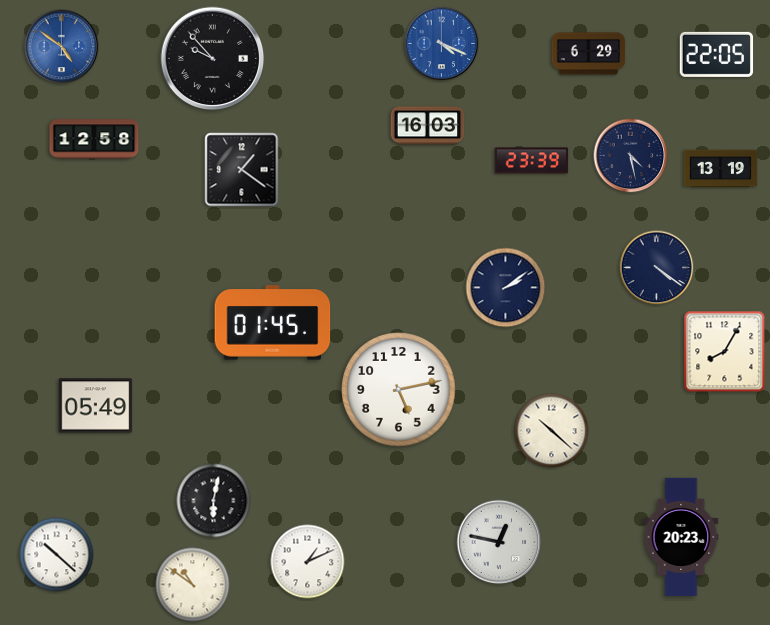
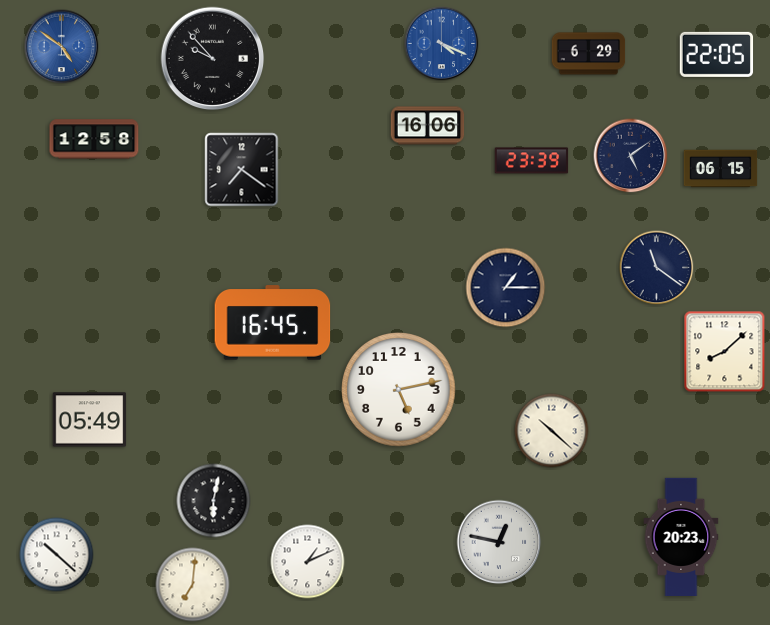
clock at (428, 126): 16:03 -> 16:06
clock at (631, 156): 4:28 -> 5:09
clock at (721, 169): 13:19 -> 06:15
clock at (242, 170): 1:21 -> 7:21
clock at (657, 268): 4:21 -> 11:21
clock at (506, 288): 2:09 -> 1:15
clock at (273, 323): 01:45 -> 16:45
clock at (725, 352): 8:05 -> 8:08
clock at (96, 406) position: (96, 406) -> (90, 420)
clock at (193, 585): 10:51 -> 7:01
